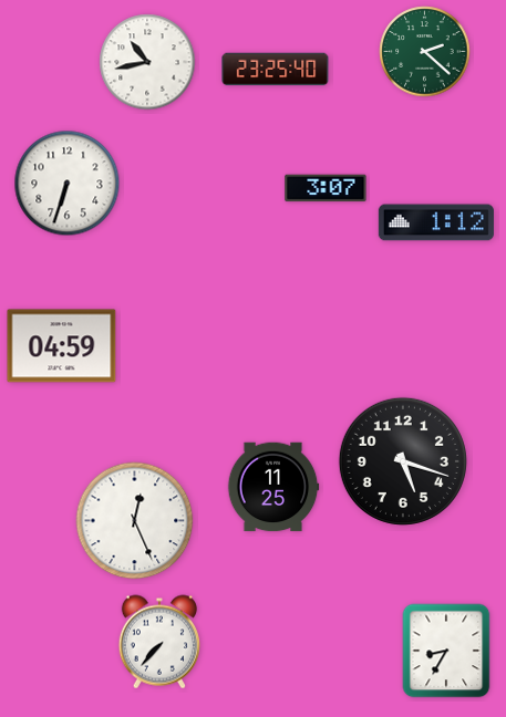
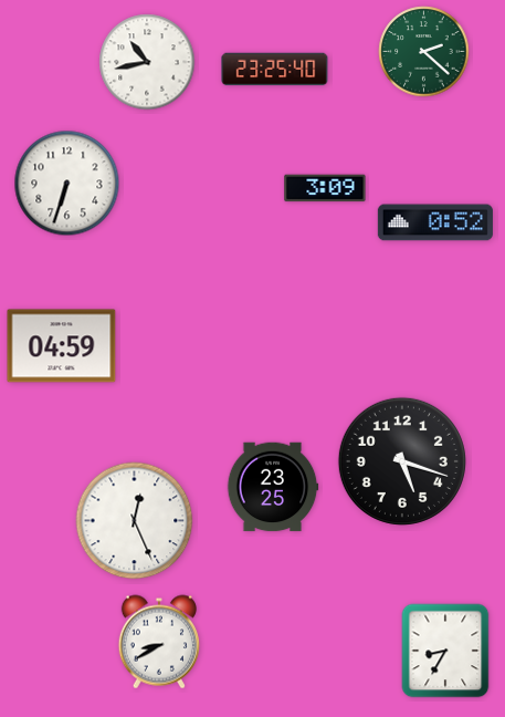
clock at (326, 188): 3:07 -> 3:09
clock at (436, 222): 1:12 -> 0:52
clock at (273, 487): 11:25 -> 23:25
clock at (159, 642): 7:37 -> 8:40
